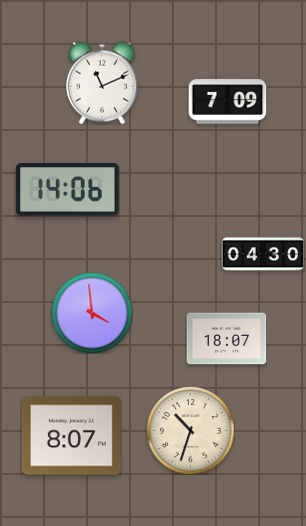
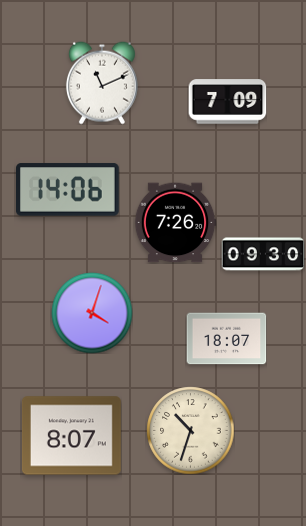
clock at (175, 223): none -> 7:26
clock at (263, 254): 04:30 -> 09:30
clock at (92, 313): 3:59 -> 4:03
